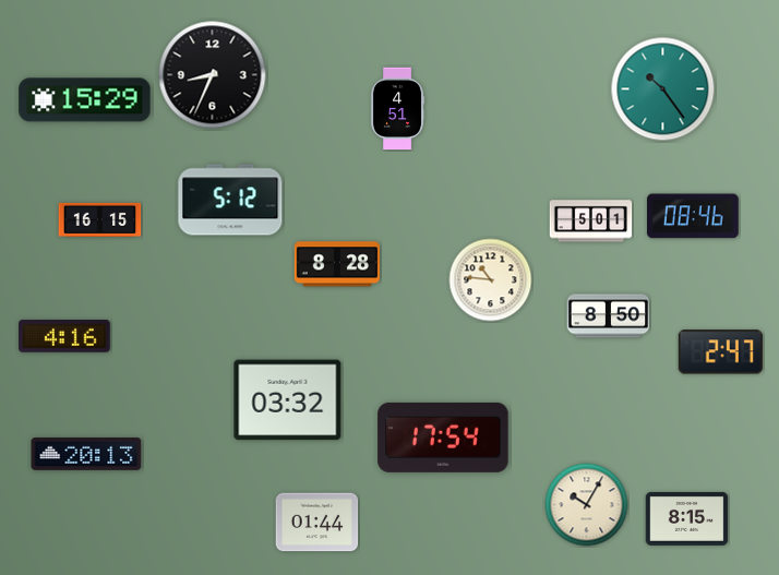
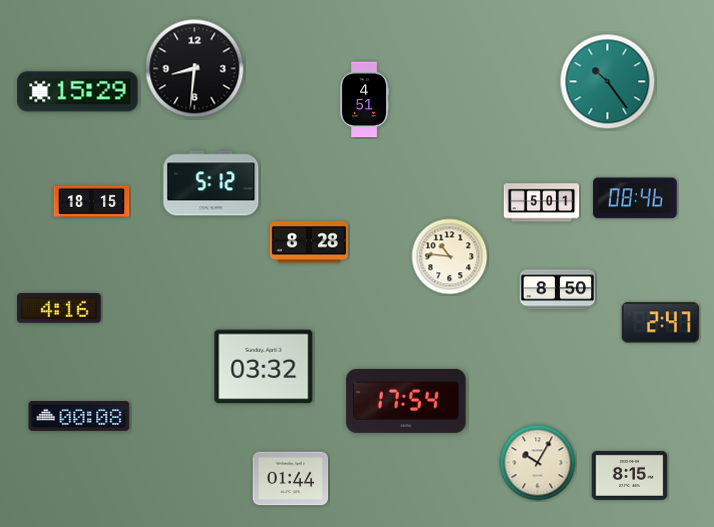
clock at (213, 75): 8:34 -> 8:31
clock at (100, 219): 16:15 -> 18:15
clock at (86, 454): 20:13 -> 00:08
